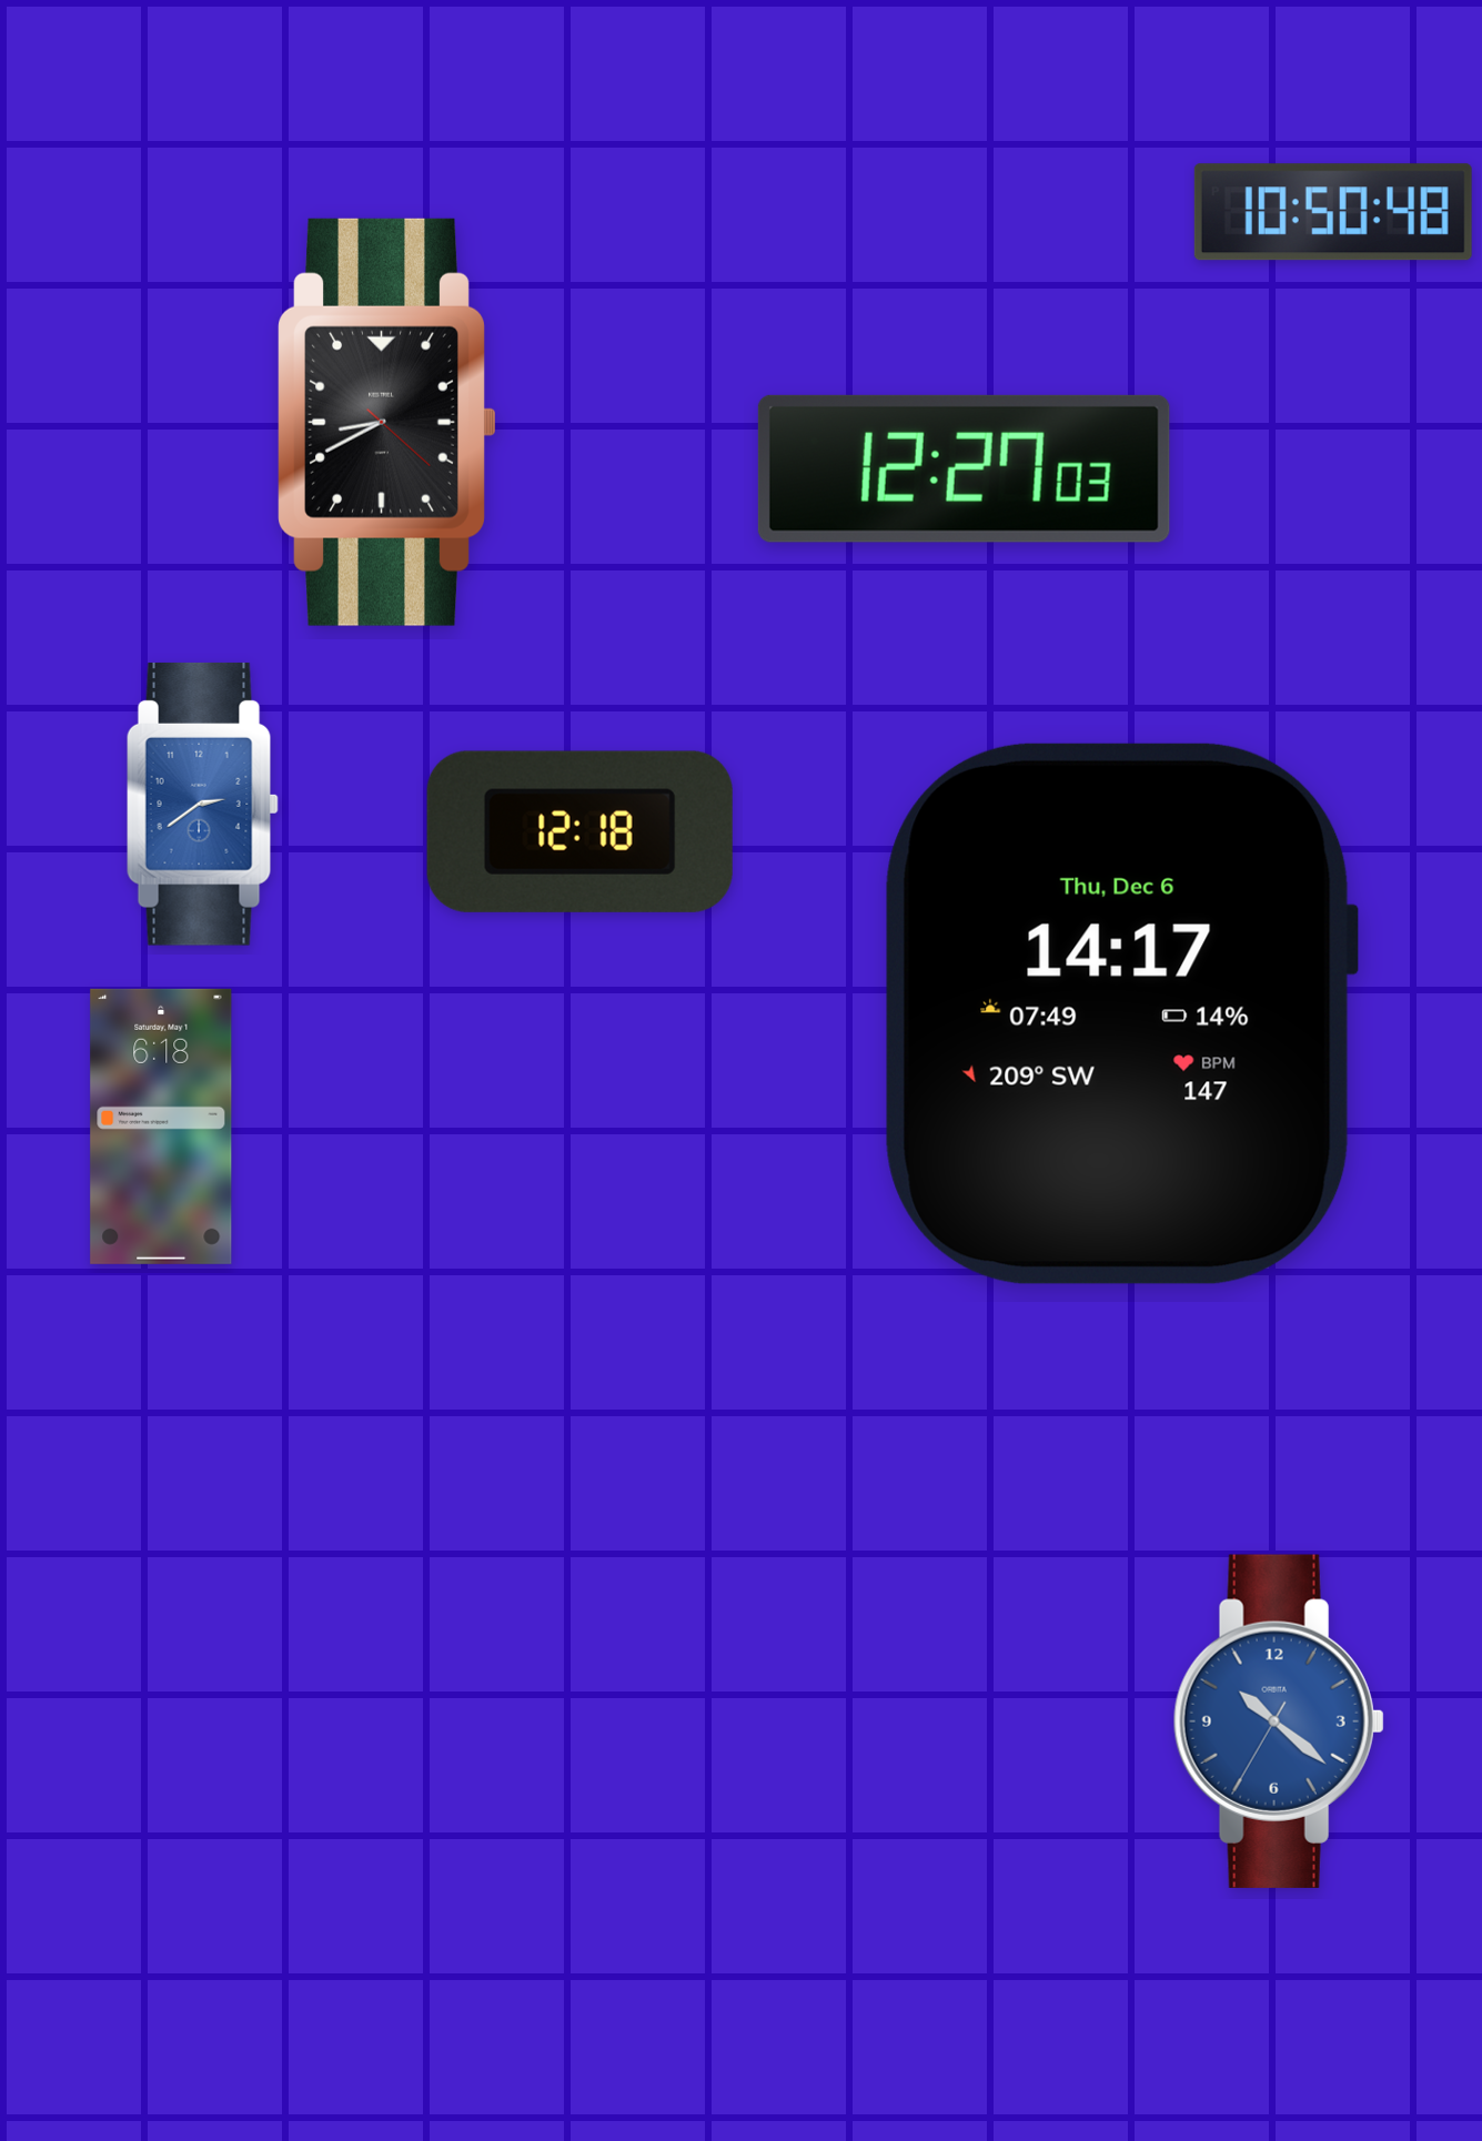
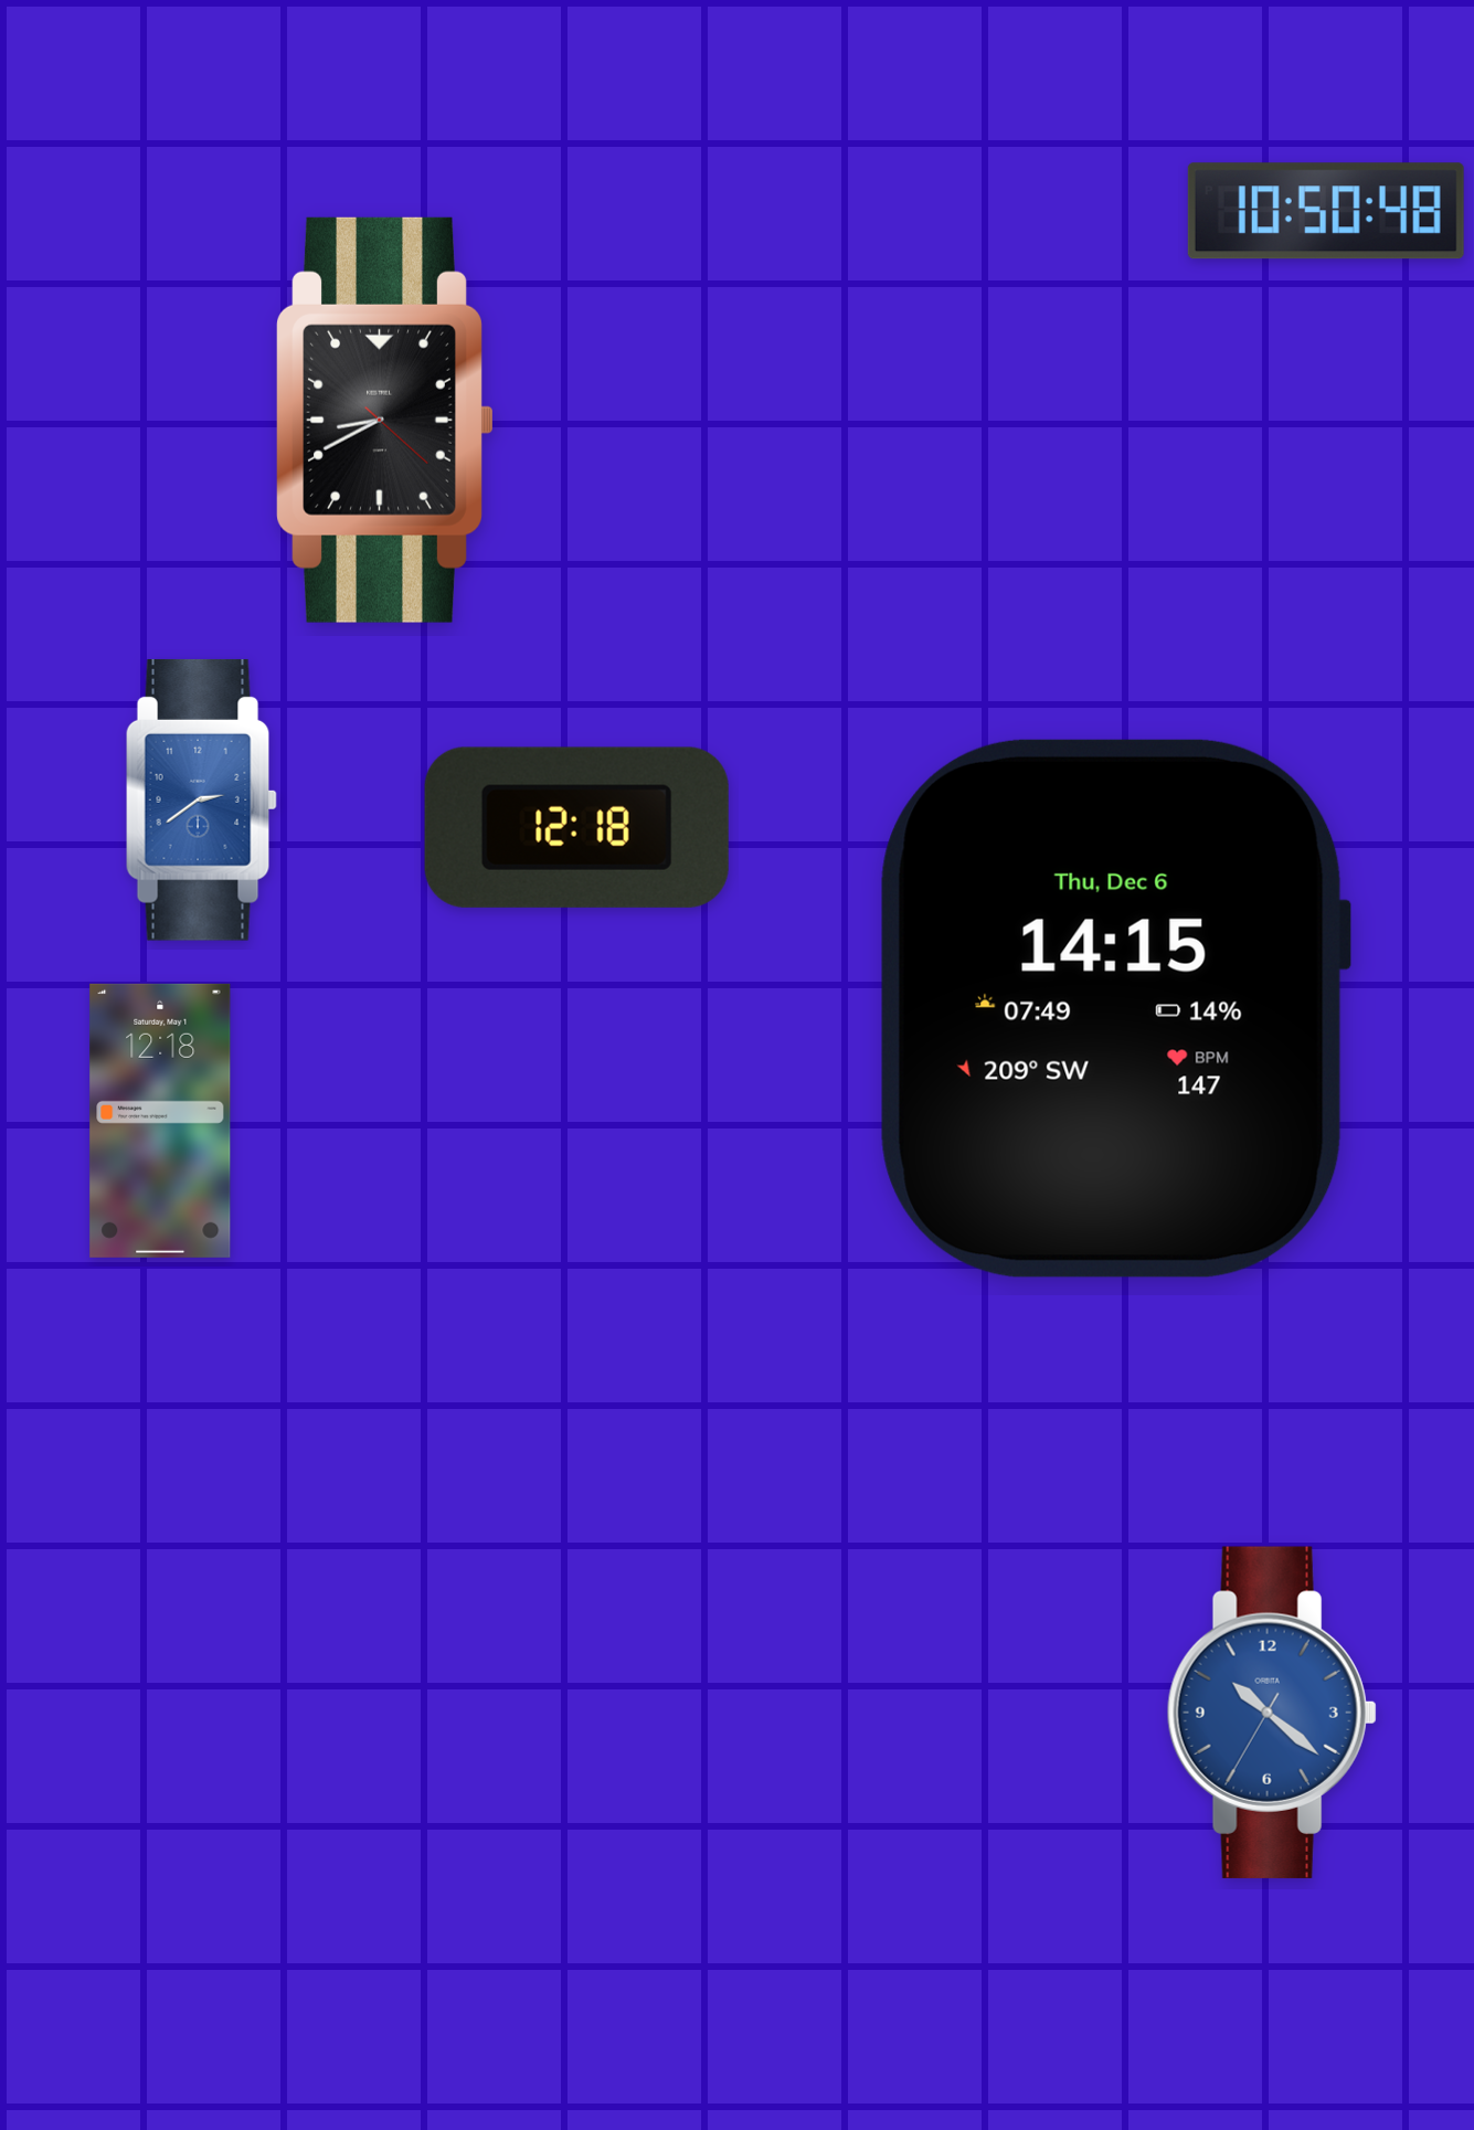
clock at (964, 468): 12:27 -> none
clock at (1121, 1013): 14:17 -> 14:15
clock at (161, 1127): 6:18 -> 12:18
